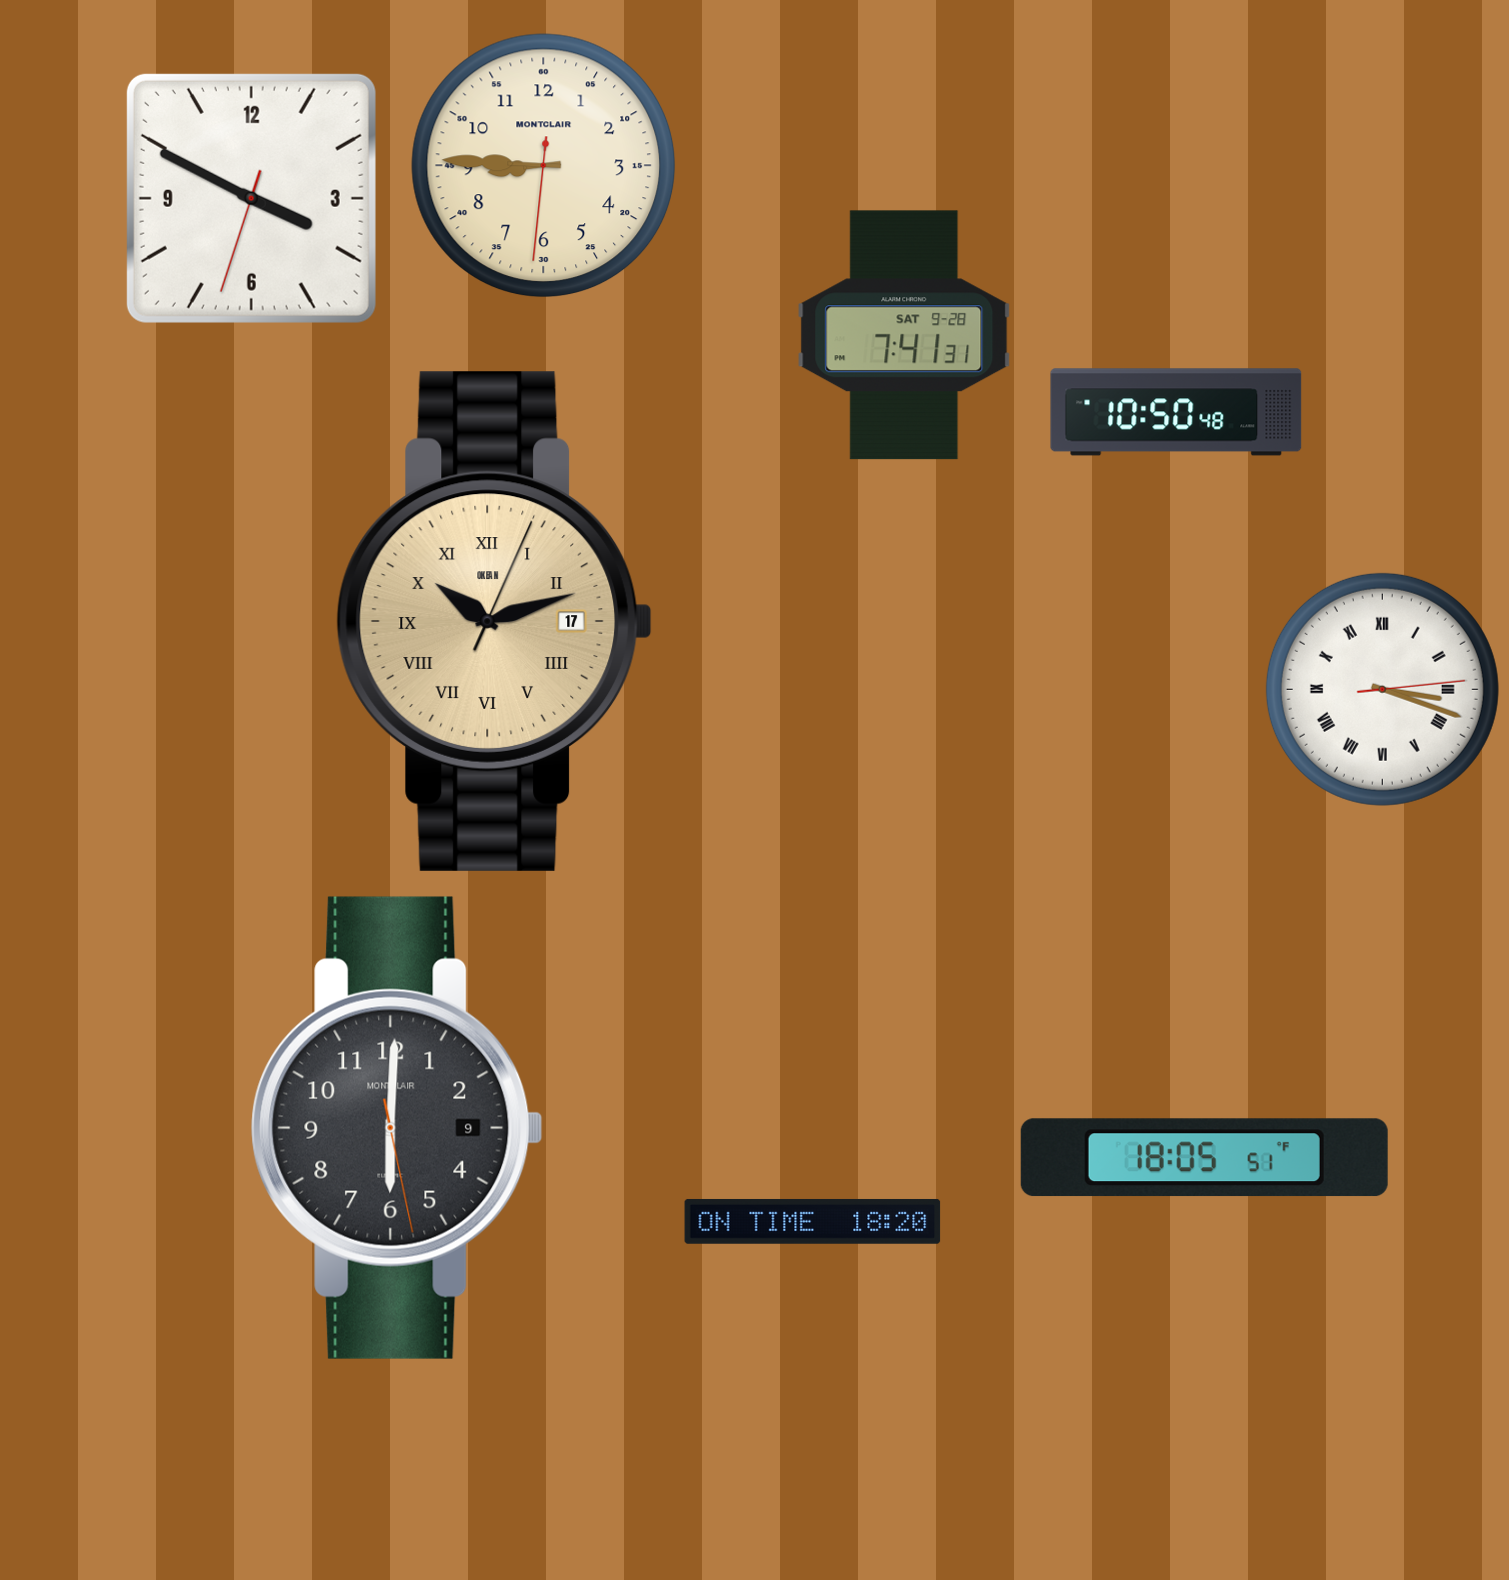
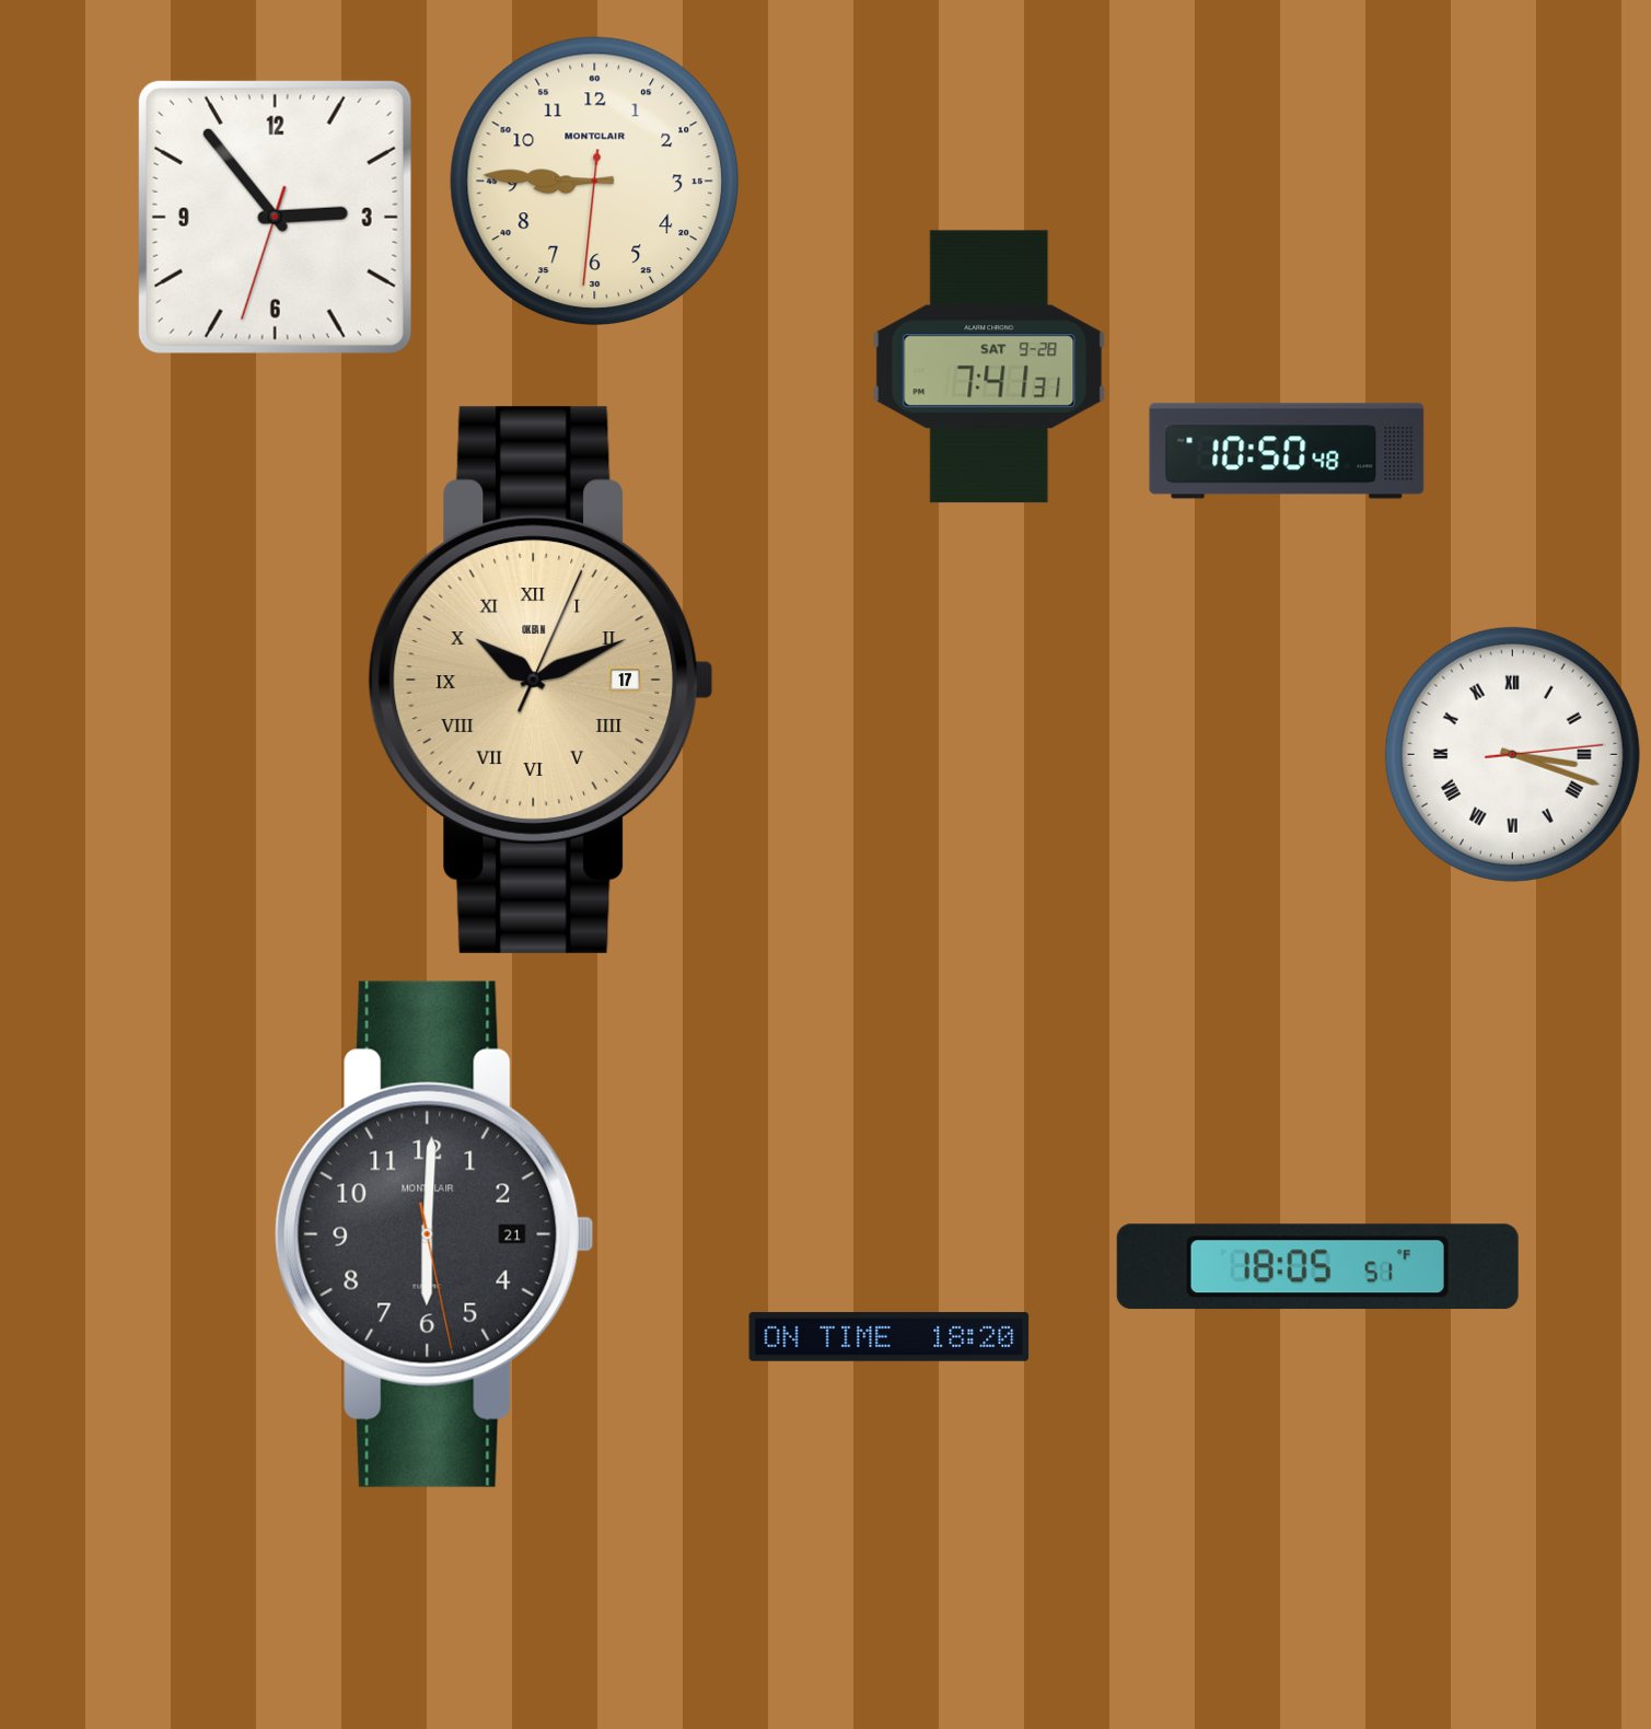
clock at (251, 198): 3:49 -> 2:53
clock at (495, 621): 10:12 -> 10:11
clock at (397, 1128) date: 9 -> 21
